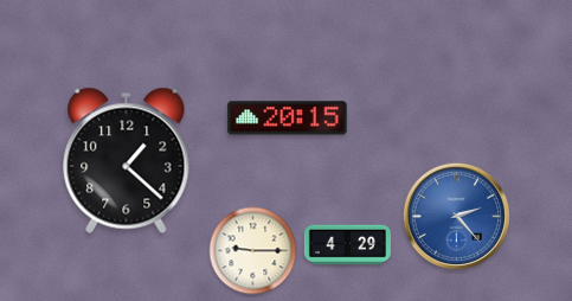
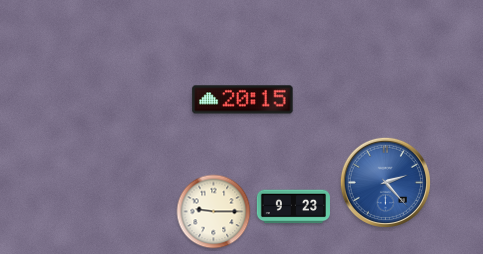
clock at (127, 160): 1:22 -> none
clock at (347, 245): 4:29 -> 9:23
